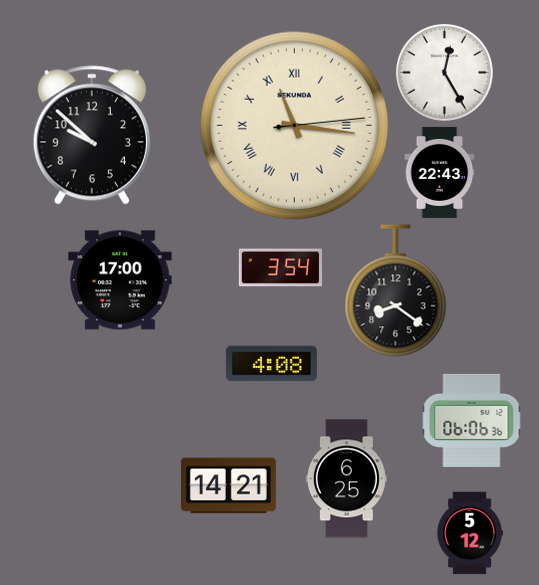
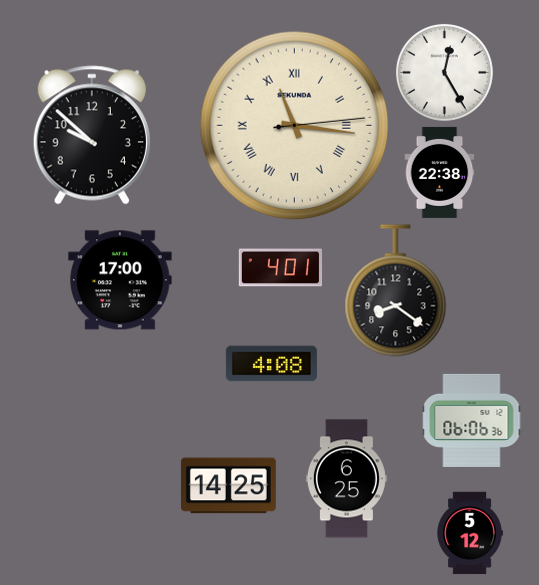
clock at (440, 172): 22:43 -> 22:38
clock at (280, 268): 3:54 -> 4:01
clock at (228, 486): 14:21 -> 14:25
